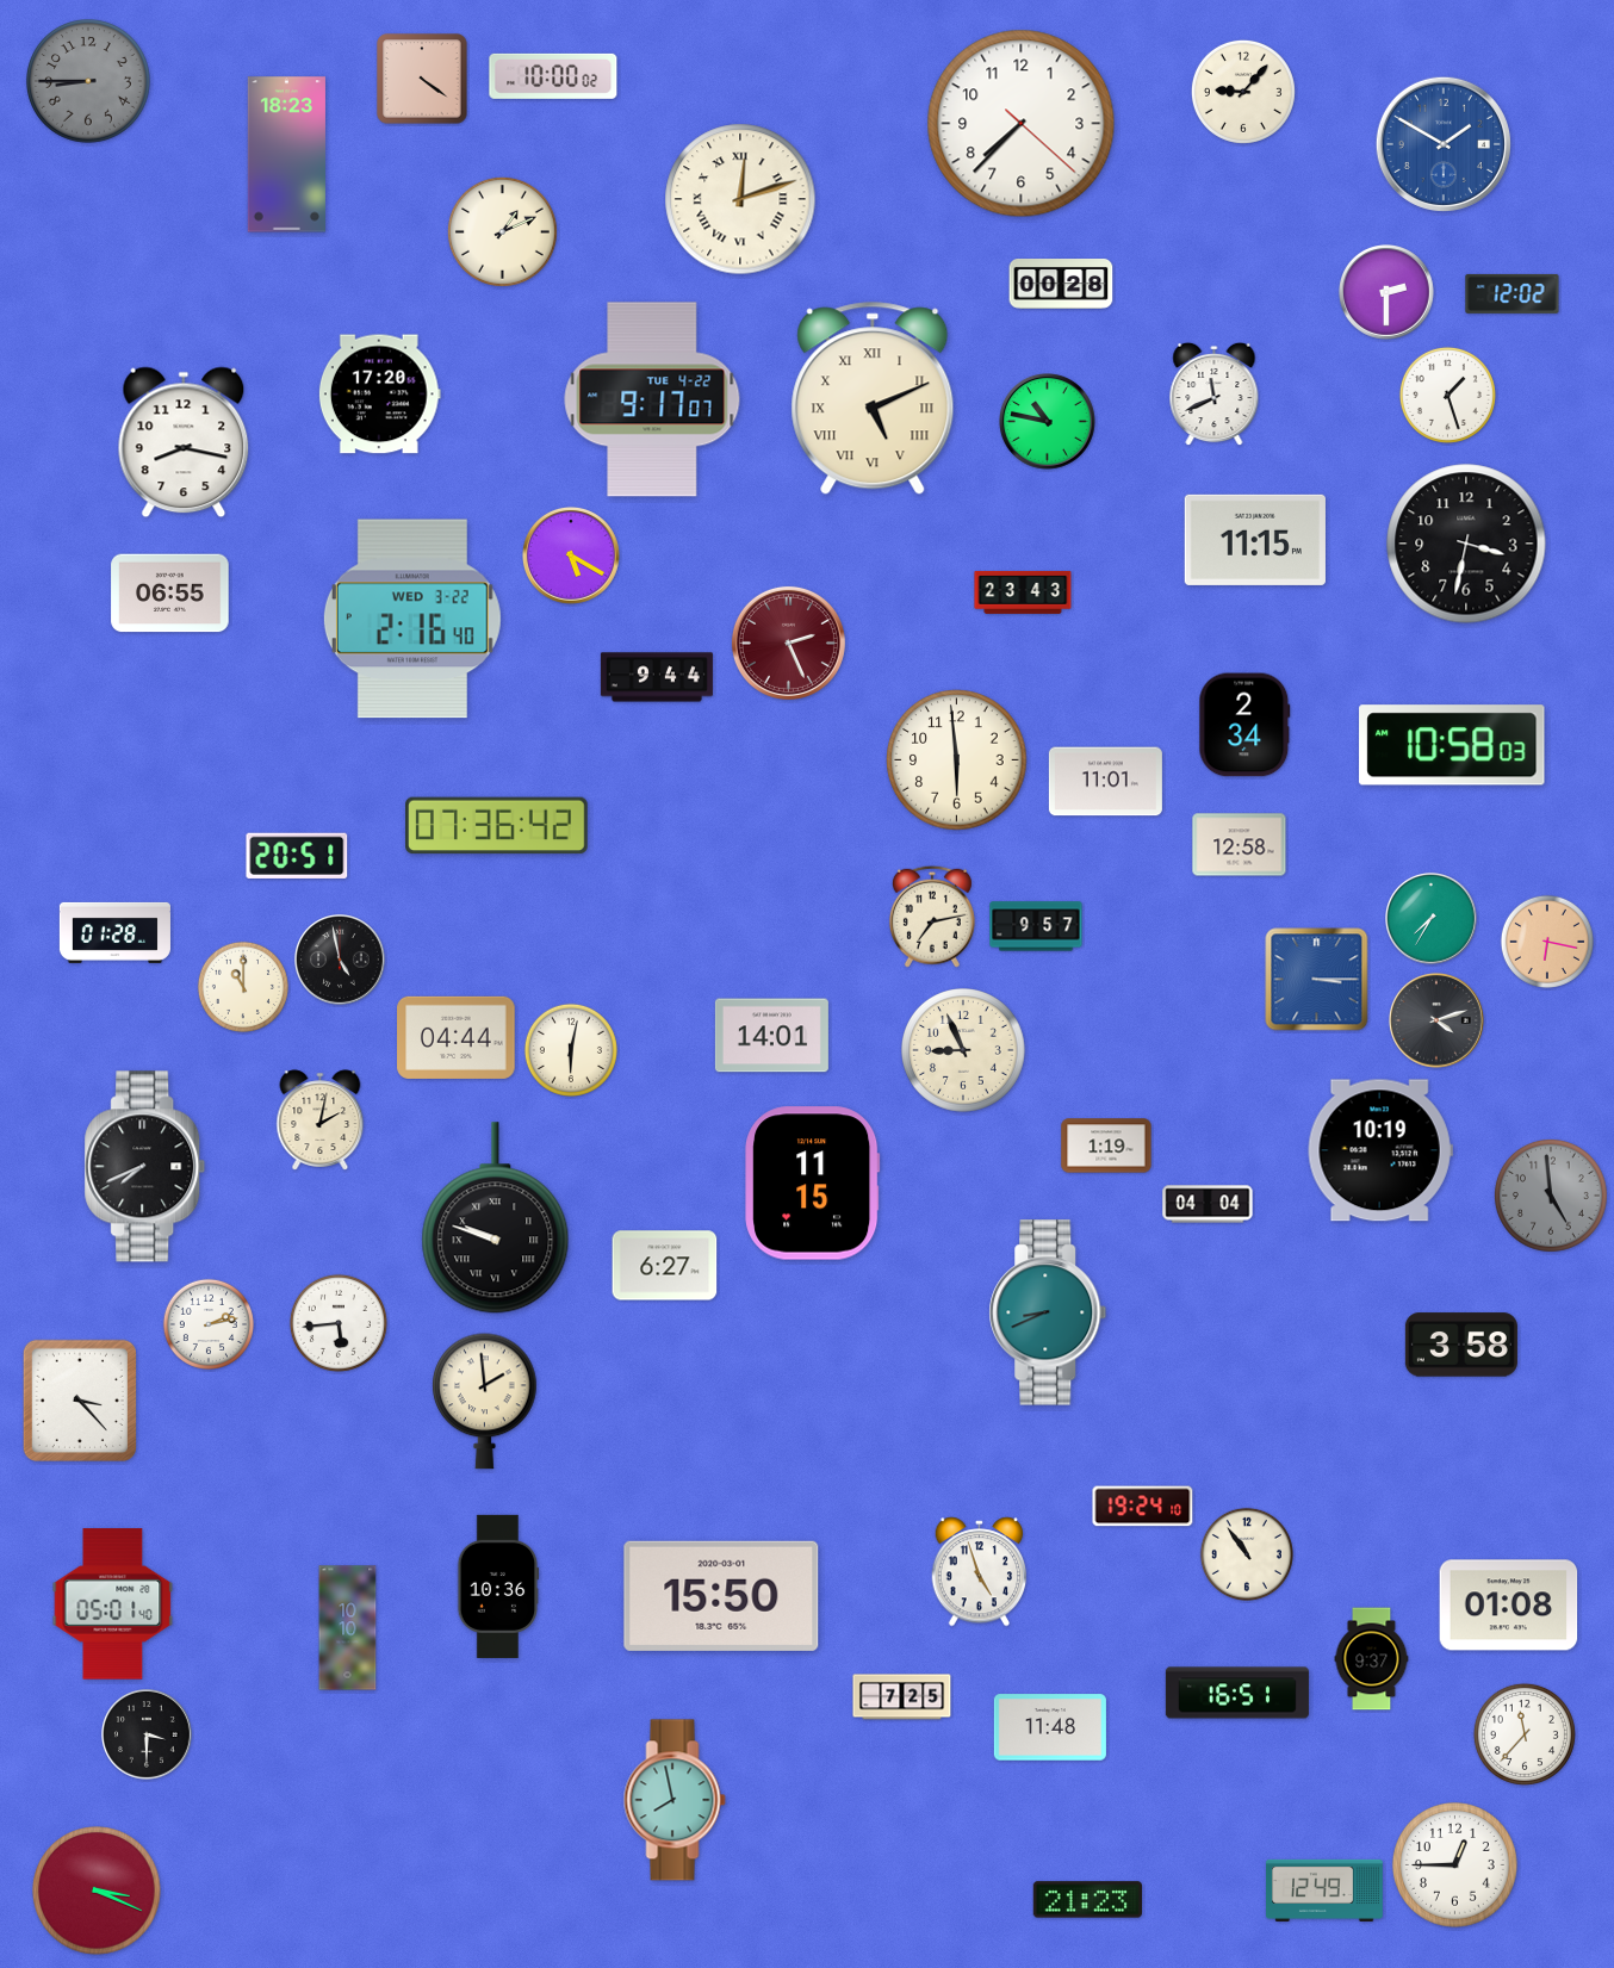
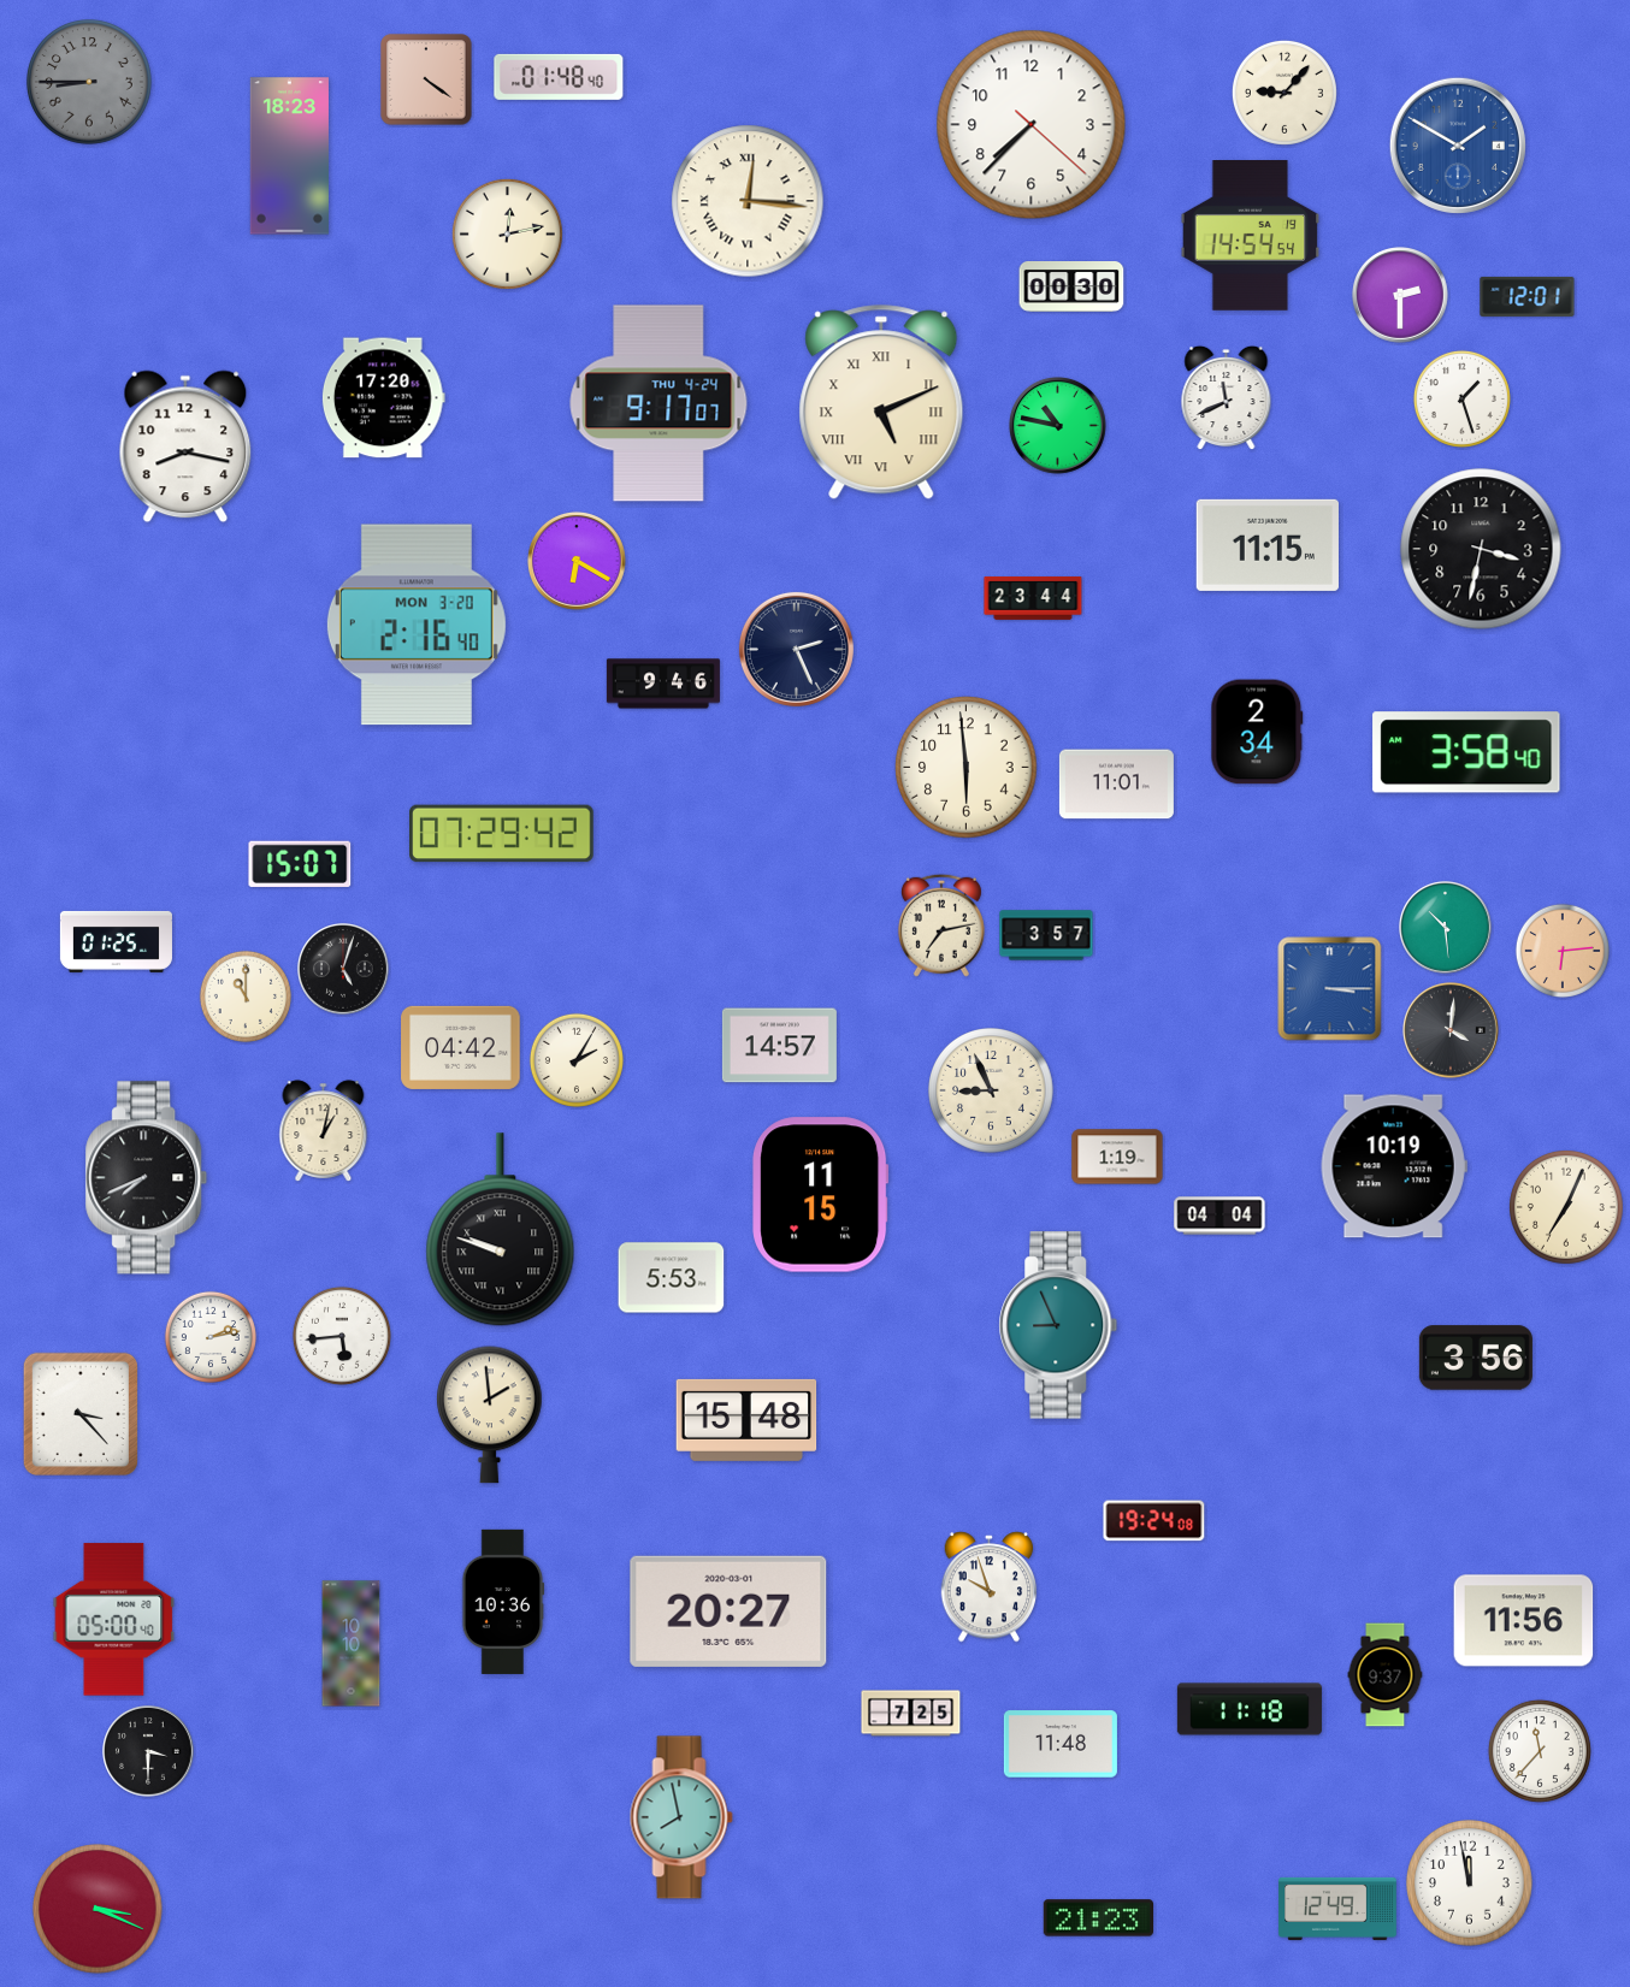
clock at (553, 76): 10:00 -> 01:48
clock at (1243, 92) position: (1243, 92) -> (1284, 93)
clock at (740, 199): 12:12 -> 12:16
clock at (502, 231): 1:11 -> 12:13
clock at (1251, 236): none -> 14:54
clock at (1061, 285): 00:28 -> 00:30
clock at (1513, 293): 12:02 -> 12:01
clock at (652, 399) date: TUE 4-22 -> THU 4-24
clock at (571, 555): 5:20 -> 6:20
clock at (170, 594): 06:55 -> none
clock at (1023, 594): 23:43 -> 23:44
clock at (412, 619) date: WED 3-22 -> MON 3-20
clock at (788, 642) dial: burgundy -> navy
clock at (657, 677): 9:44 -> 9:46
clock at (1452, 745): 10:58 -> 3:58
clock at (1105, 782) position: (1105, 782) -> (1116, 785)
clock at (497, 826): 07:36 -> 07:29
clock at (1240, 845): 12:58 -> none
clock at (297, 856): 20:51 -> 15:07
clock at (1432, 919): 7:35 -> 10:29
clock at (1036, 926): 9:57 -> 3:57
clock at (114, 932): 01:28 -> 01:25
clock at (1547, 942): 6:17 -> 6:14
clock at (340, 960): 4:58 -> 5:03
clock at (1438, 1022): 4:12 -> 4:01
clock at (771, 1036): 14:01 -> 14:57
clock at (457, 1037): 04:44 -> 04:42
clock at (571, 1050): 6:02 -> 2:05
clock at (964, 1051) position: (964, 1051) -> (992, 1092)
clock at (321, 1120): 2:02 -> 1:02
clock at (1380, 1150) position: (1380, 1150) -> (1394, 1166)
clock at (1551, 1196): 4:59 -> 7:04
clock at (1551, 1196) dial: grey -> cream
clock at (665, 1266): 6:27 -> 5:53
clock at (1048, 1312): 8:41 -> 8:56
clock at (1461, 1345): 3:58 -> 3:56
clock at (746, 1420): none -> 15:48
clock at (1143, 1507): 19:24:10 -> 19:24:08
clock at (1247, 1554): 10:54 -> none
clock at (980, 1572): 4:57 -> 9:57
clock at (721, 1596): 15:50 -> 20:27
clock at (113, 1604): 05:01 -> 05:00
clock at (1509, 1606): 01:08 -> 11:56
clock at (1237, 1693): 16:51 -> 11:18
clock at (1455, 1865): 12:45 -> 11:58
